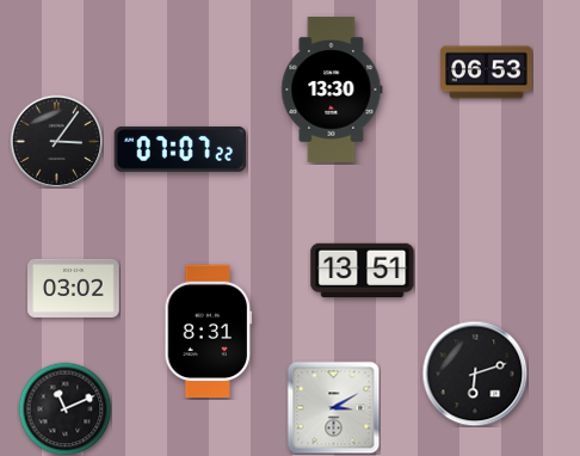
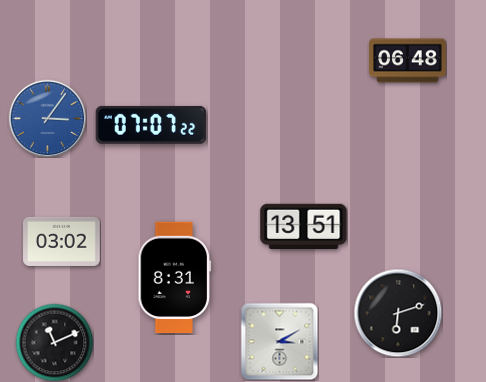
clock at (487, 73): 06:53 -> 06:48
clock at (332, 90): 13:30 -> none
clock at (56, 141) dial: black -> blue
